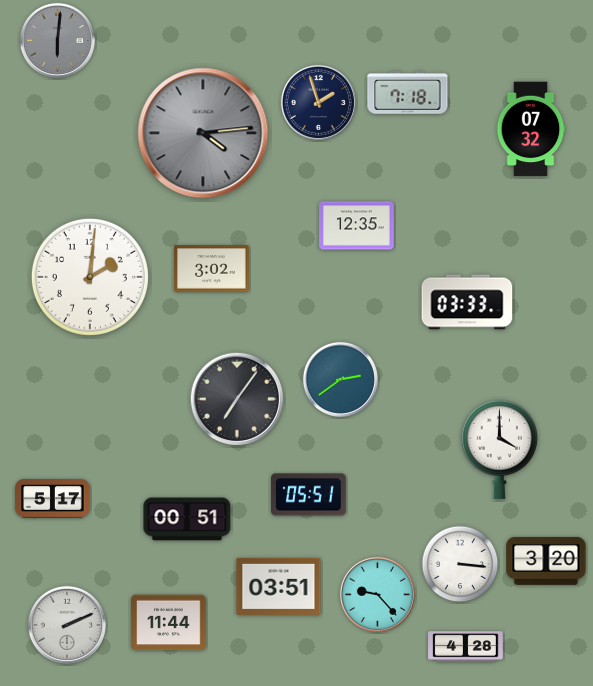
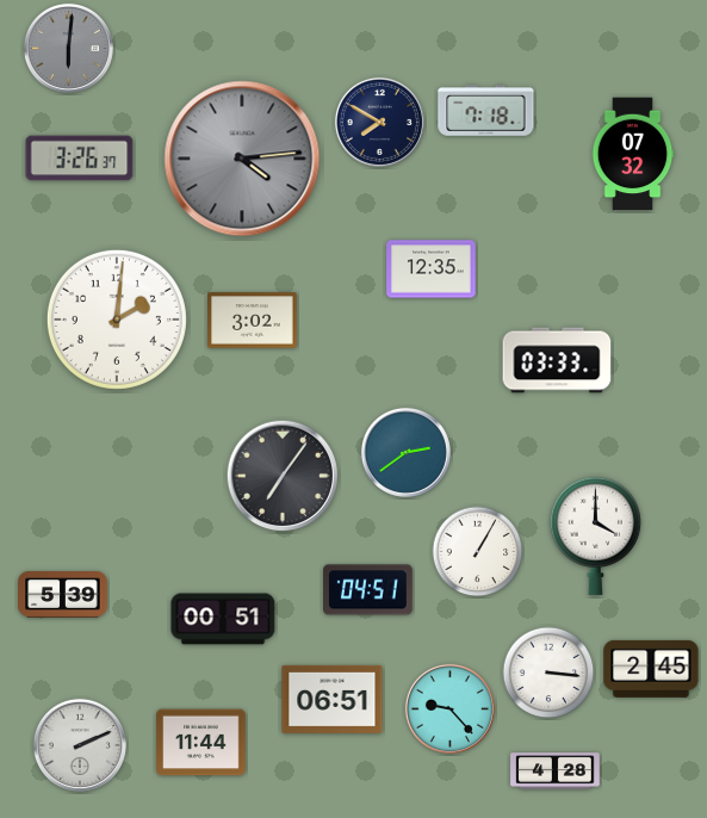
clock at (318, 102): 1:57 -> 7:50
clock at (80, 159): none -> 3:26
clock at (357, 226) position: (357, 226) -> (432, 269)
clock at (90, 277) position: (90, 277) -> (117, 320)
clock at (478, 552): none -> 1:05
clock at (309, 495): 05:51 -> 04:51
clock at (53, 499): 5:17 -> 5:39
clock at (546, 561): 3:20 -> 2:45
clock at (279, 586): 03:51 -> 06:51
